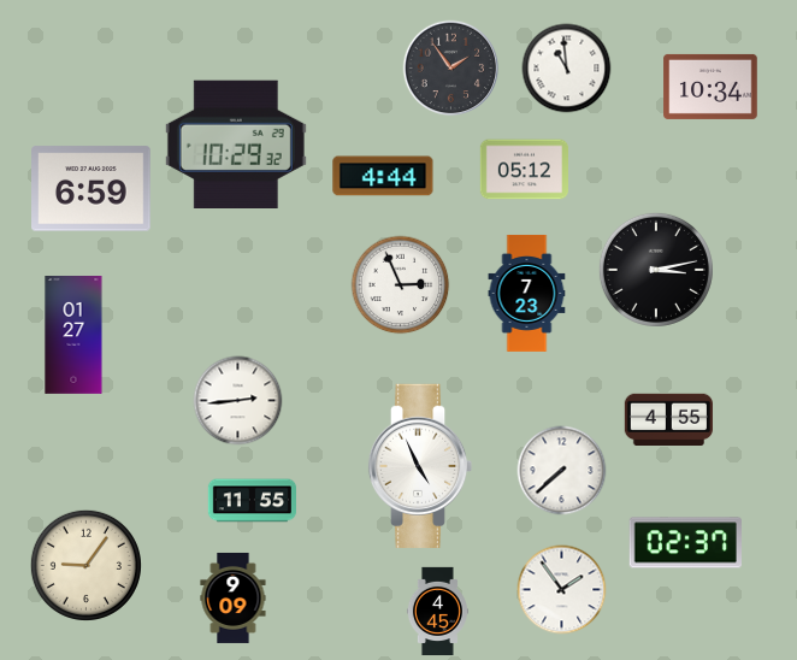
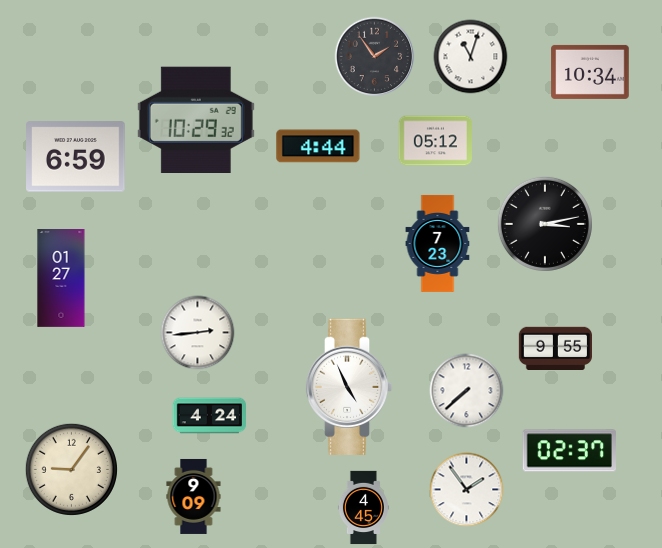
clock at (567, 69): 10:59 -> 11:03
clock at (401, 285): 2:56 -> none
clock at (668, 419): 4:55 -> 9:55
clock at (252, 501): 11:55 -> 4:24
